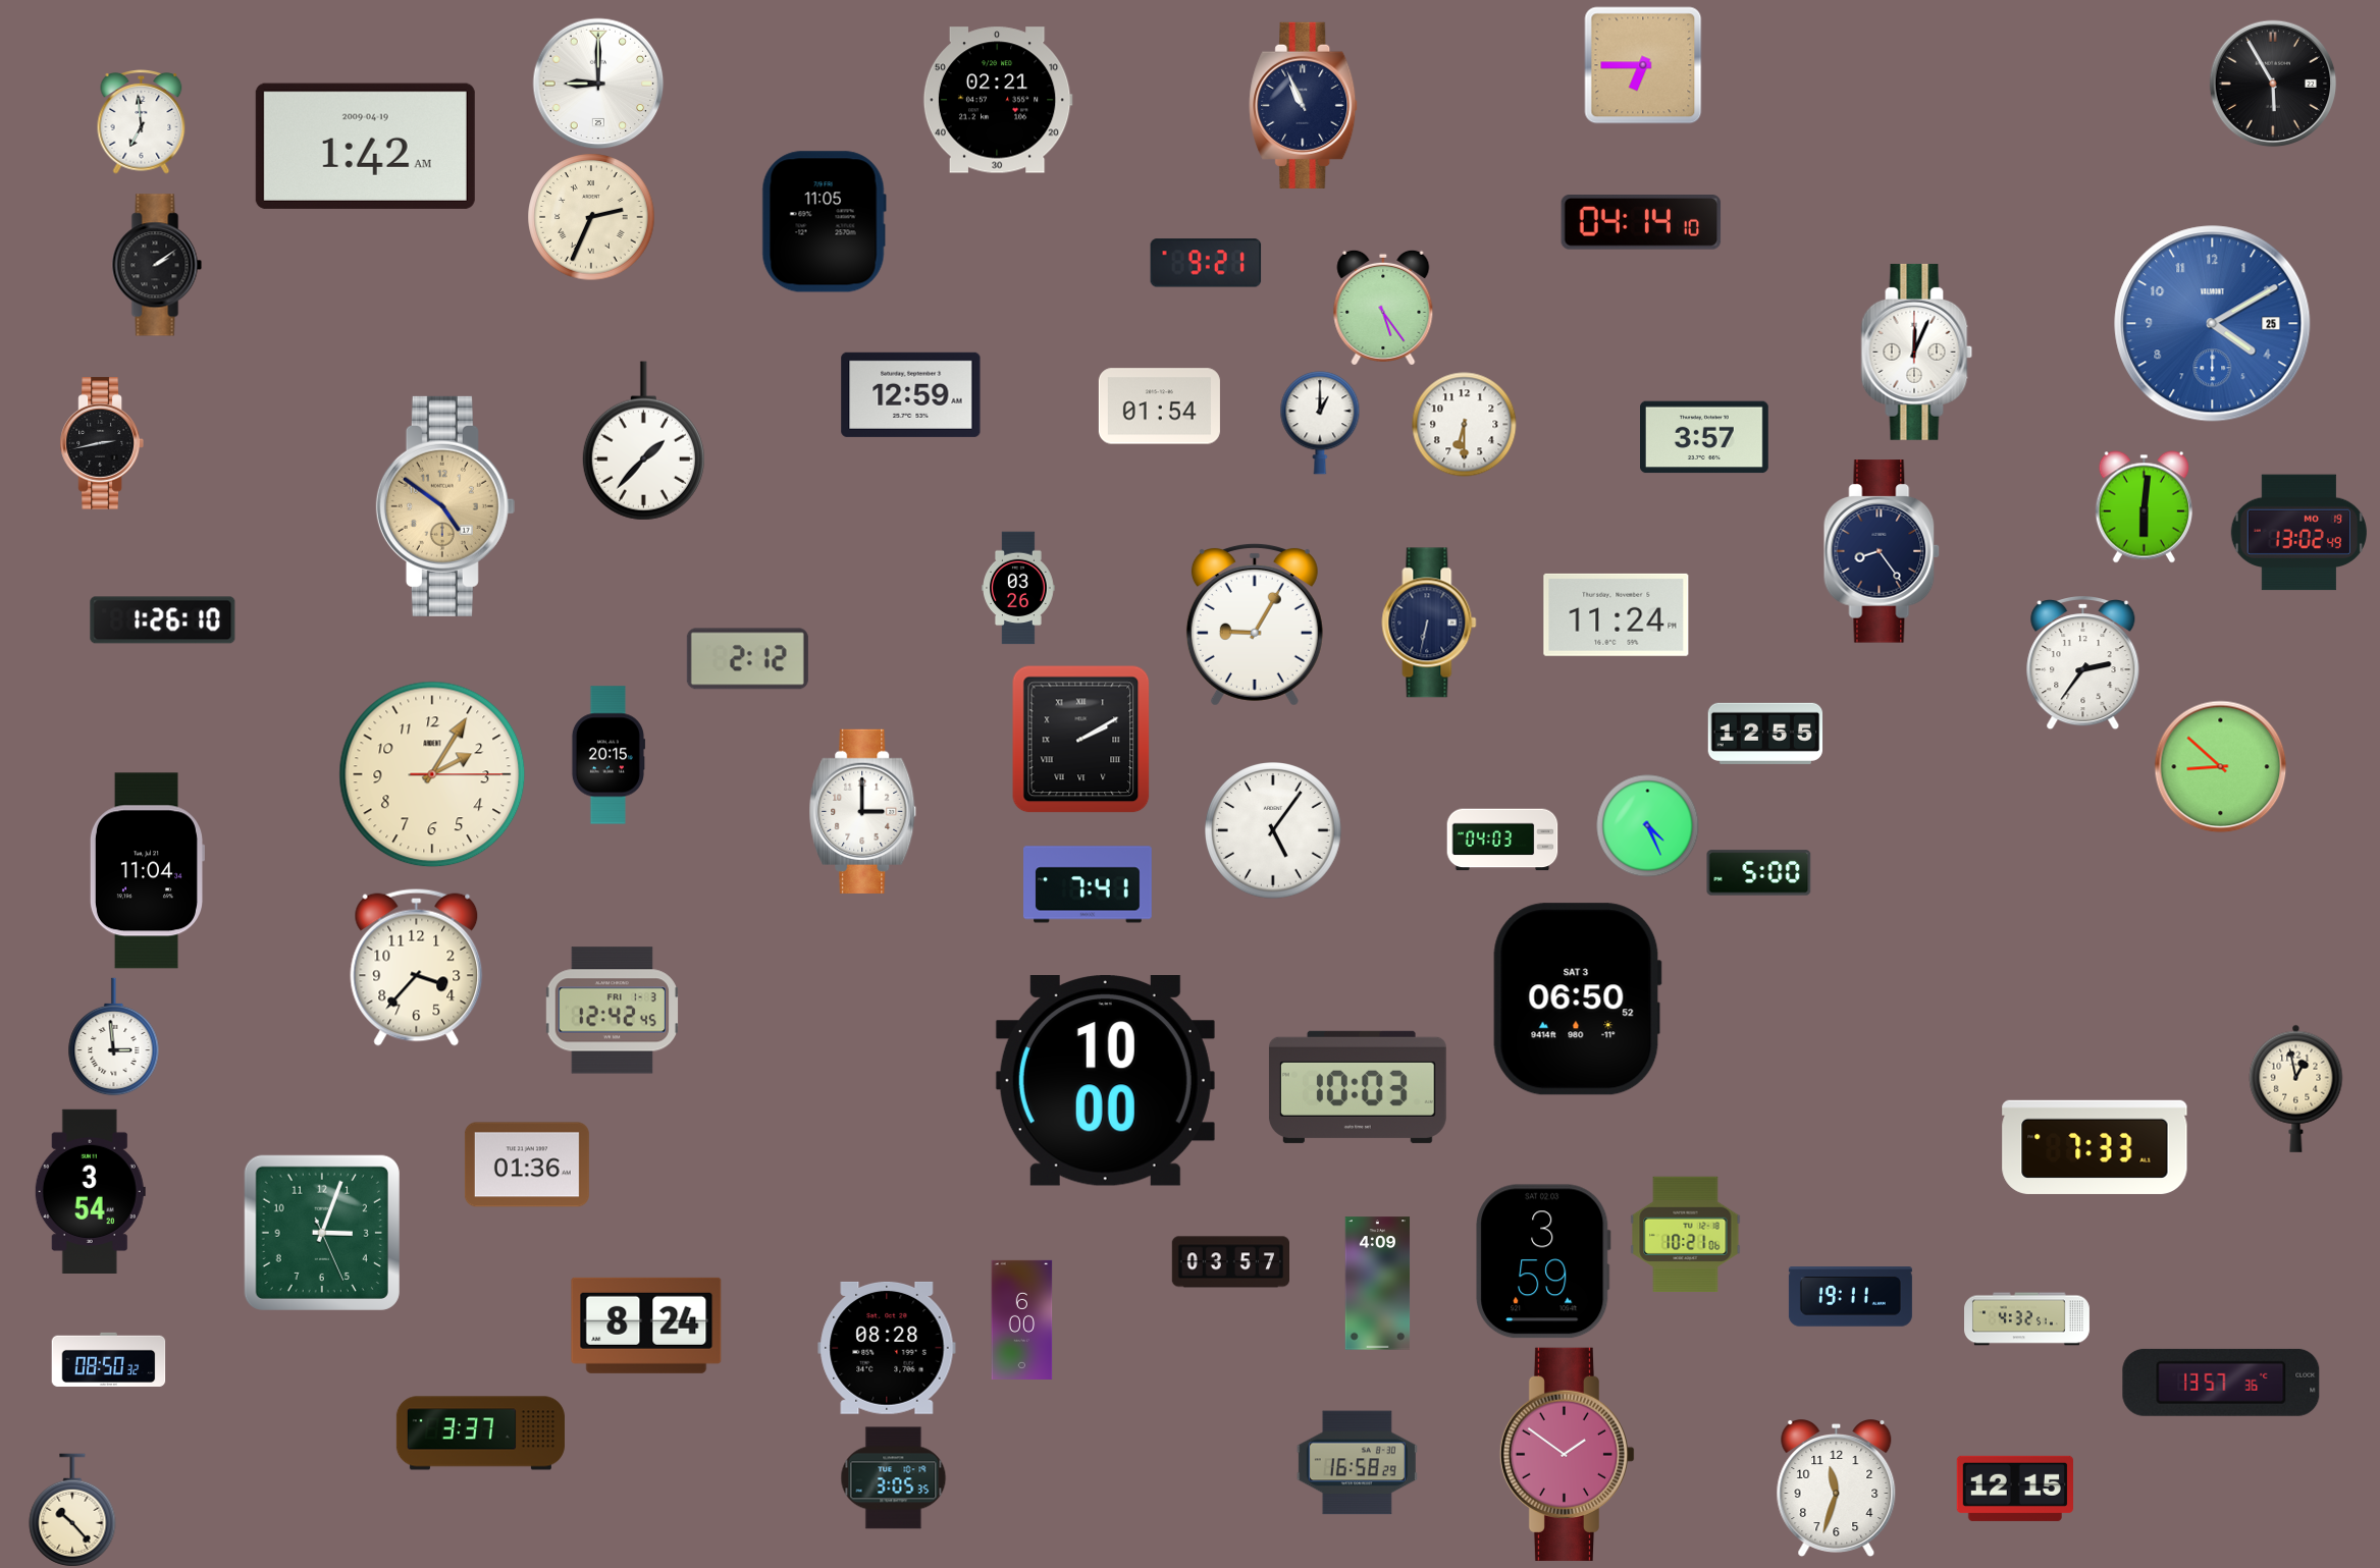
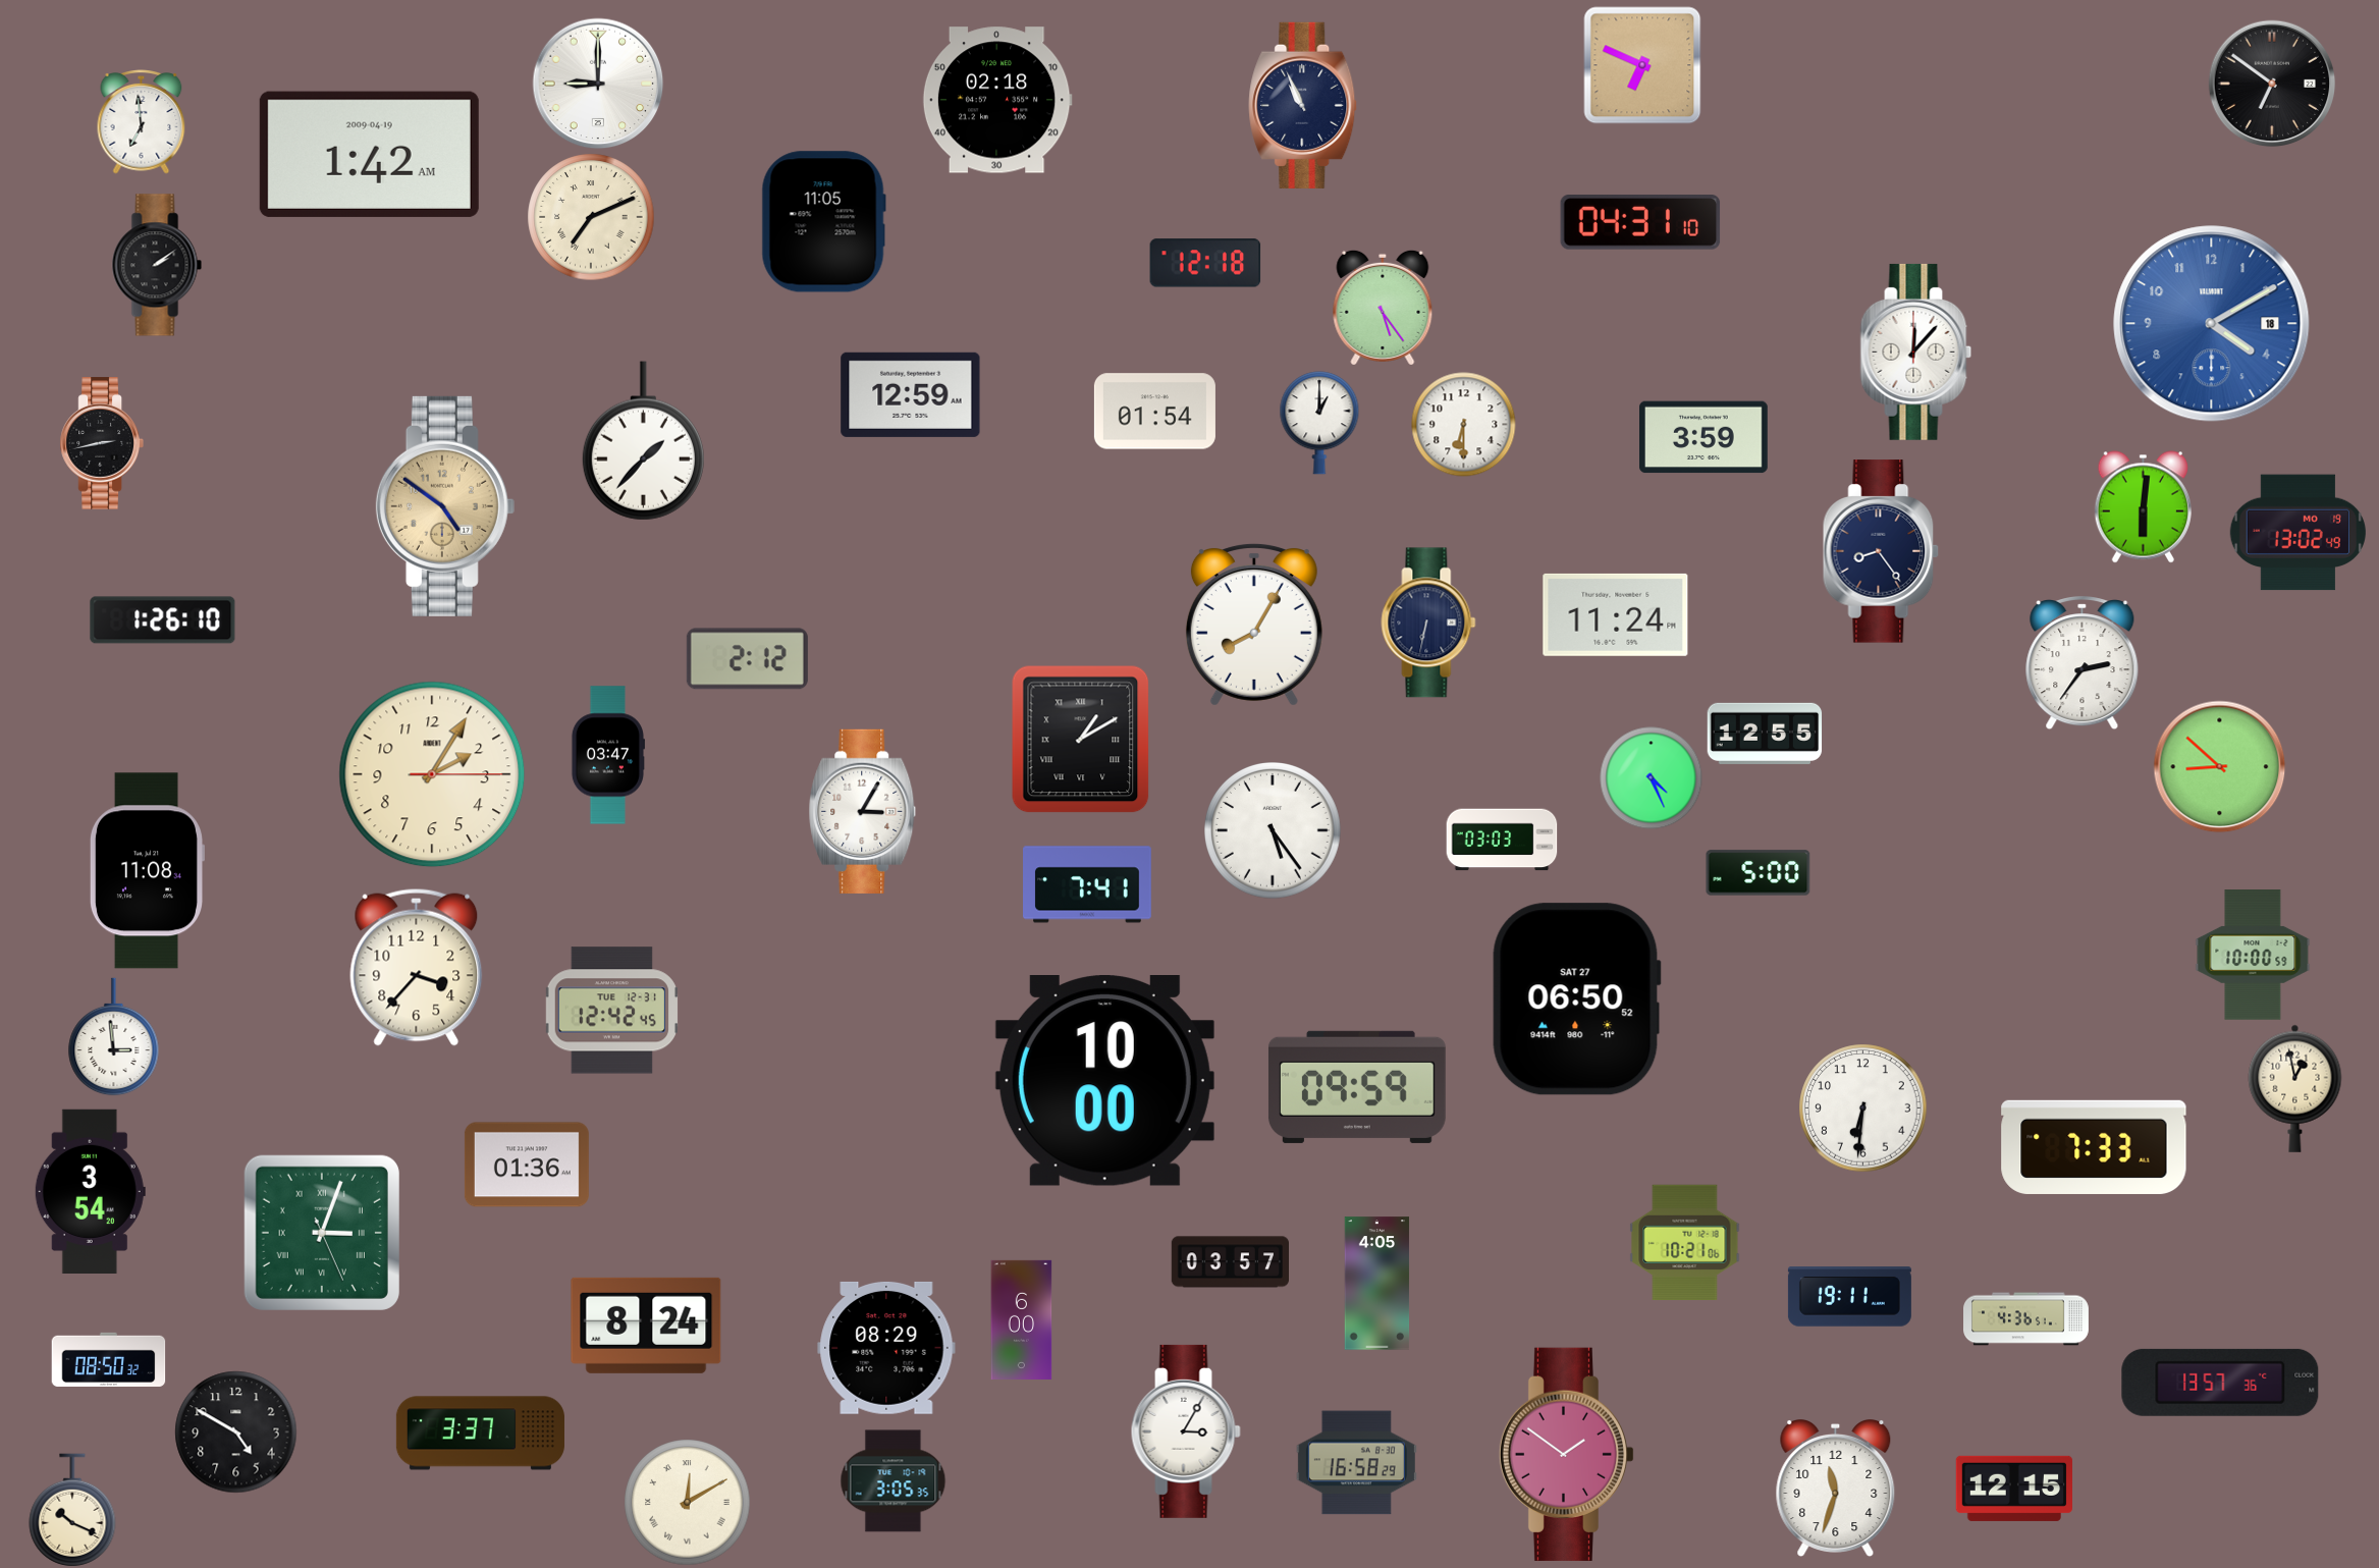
clock at (1643, 65): 6:45 -> 6:49
clock at (2273, 84): 5:55 -> 6:51
clock at (998, 100): 02:21 -> 02:18
clock at (365, 146) position: (365, 146) -> (369, 154)
clock at (591, 217): 2:34 -> 7:11
clock at (1641, 222): 04:14 -> 04:31
clock at (1206, 263): 9:21 -> 12:18
clock at (2213, 324) date: 25 -> 18
clock at (1917, 352): 12:04 -> 12:07
clock at (1159, 407) position: (1159, 407) -> (1154, 412)
clock at (1705, 437): 3:57 -> 3:59
clock at (1019, 588): 03:26 -> none
clock at (1255, 625): 9:05 -> 8:05
clock at (1081, 740): 2:10 -> 1:10
clock at (607, 755): 20:15 -> 03:47
clock at (863, 811): 3:00 -> 3:05
clock at (1648, 826) position: (1648, 826) -> (1652, 778)
clock at (1274, 831): 5:06 -> 5:24
clock at (1502, 840): 04:03 -> 03:03
clock at (146, 871): 11:04 -> 11:08
clock at (2253, 955): none -> 10:00
clock at (1577, 999) date: SAT 3 -> SAT 27
clock at (612, 1011) date: FRI 1-3 -> TUE 12-31
clock at (1358, 1087): 10:03 -> 09:59
clock at (1863, 1109): none -> 6:31
clock at (322, 1233) numerals: Arabic -> Roman
clock at (1686, 1234) position: (1686, 1234) -> (1685, 1242)
clock at (1544, 1261): 3:59 -> none
clock at (1378, 1284): 4:09 -> 4:05
clock at (2027, 1319): 4:32 -> 4:36
clock at (887, 1348): 08:28 -> 08:29
clock at (1186, 1431): none -> 3:05
clock at (236, 1432): none -> 4:50
clock at (894, 1478) position: (894, 1478) -> (894, 1481)
clock at (688, 1503): none -> 12:10
clock at (72, 1510): 10:23 -> 10:19
